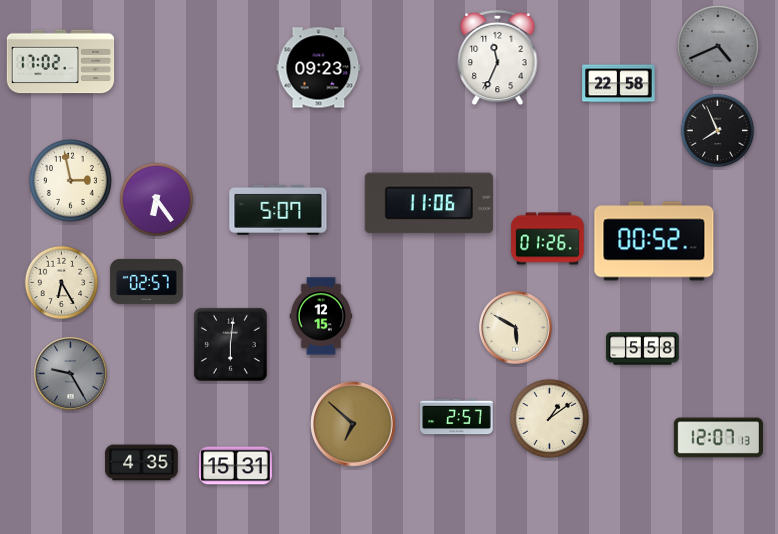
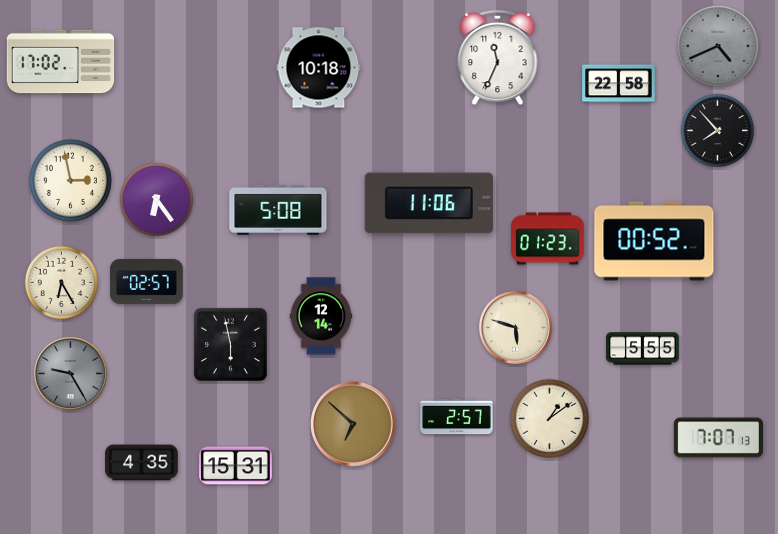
clock at (319, 68): 09:23 -> 10:18
clock at (718, 131): 7:56 -> 7:53
clock at (278, 210): 5:07 -> 5:08
clock at (548, 239): 01:26 -> 01:23
clock at (321, 316): 12:15 -> 12:14
clock at (515, 327): 5:50 -> 5:48
clock at (230, 344): 6:01 -> 5:58
clock at (643, 349): 5:58 -> 5:55
clock at (718, 438): 12:07 -> 7:07
